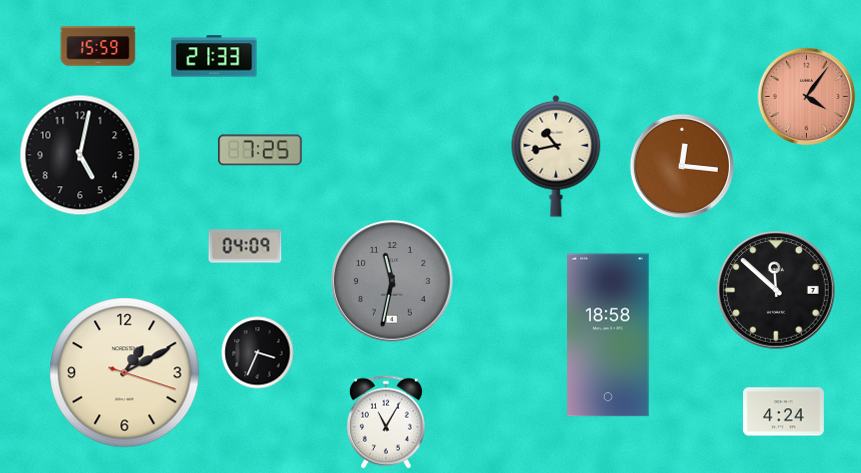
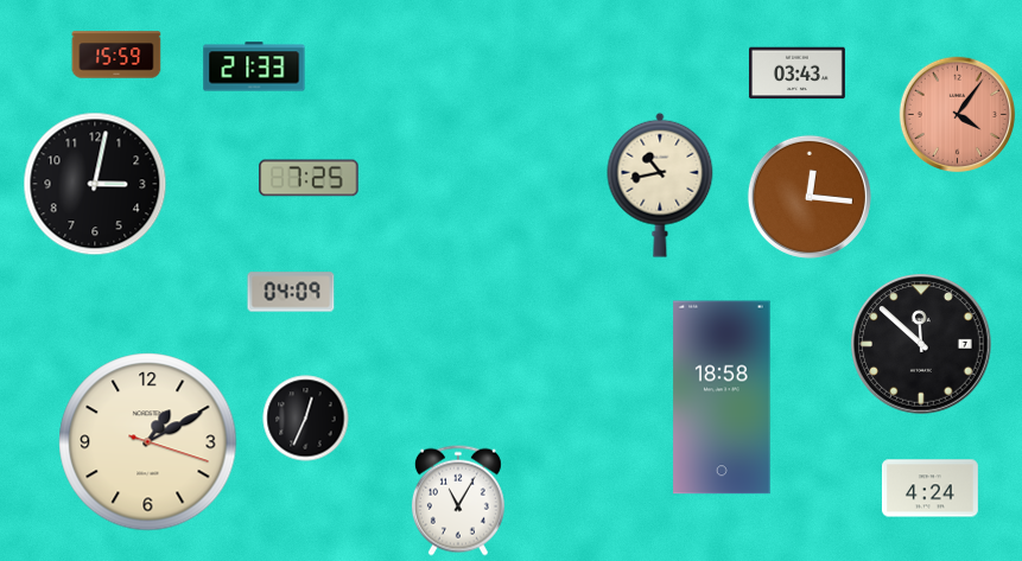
clock at (796, 74): none -> 03:43
clock at (80, 155): 5:02 -> 3:02
clock at (392, 281): 11:32 -> none
clock at (258, 353): 3:34 -> 12:34
